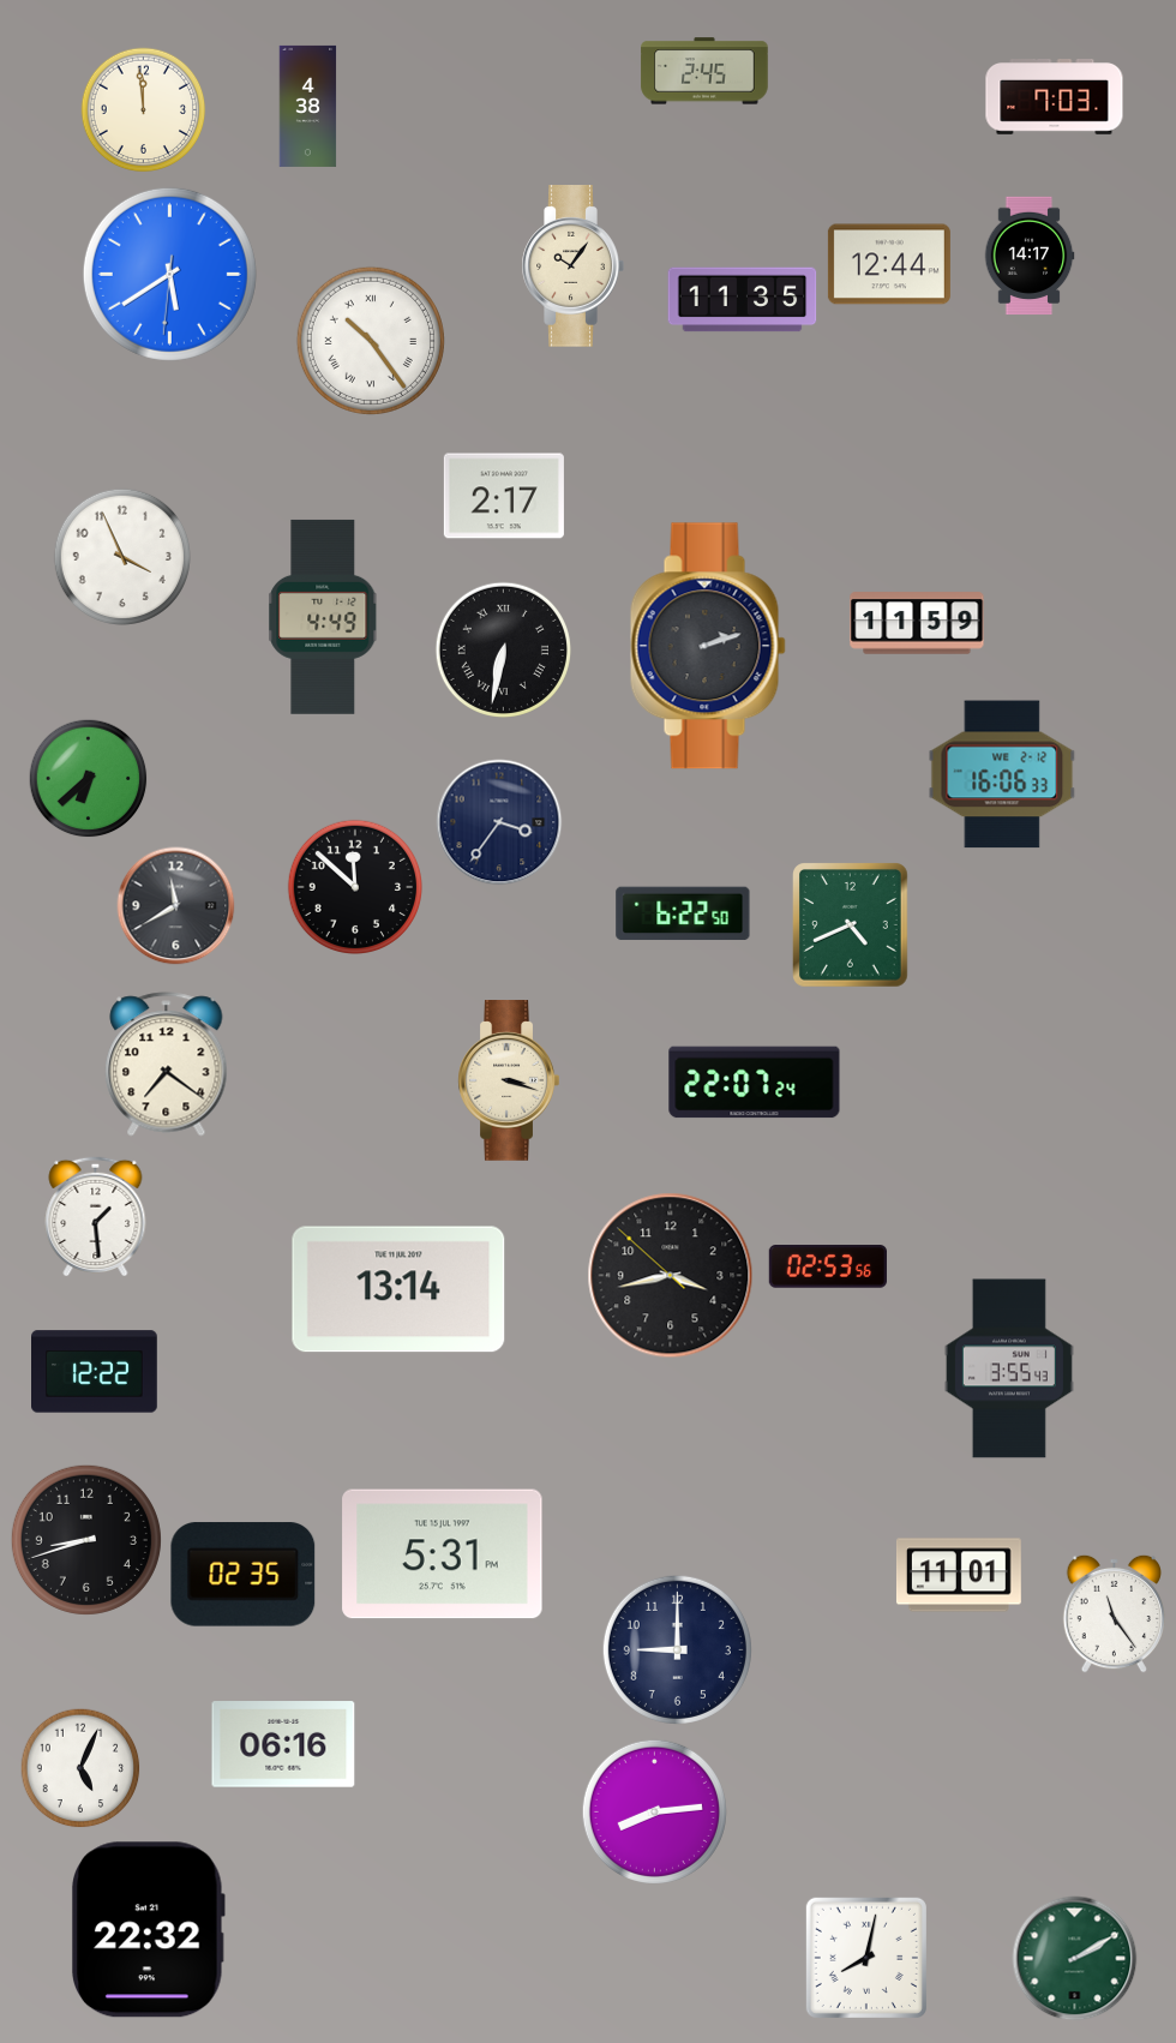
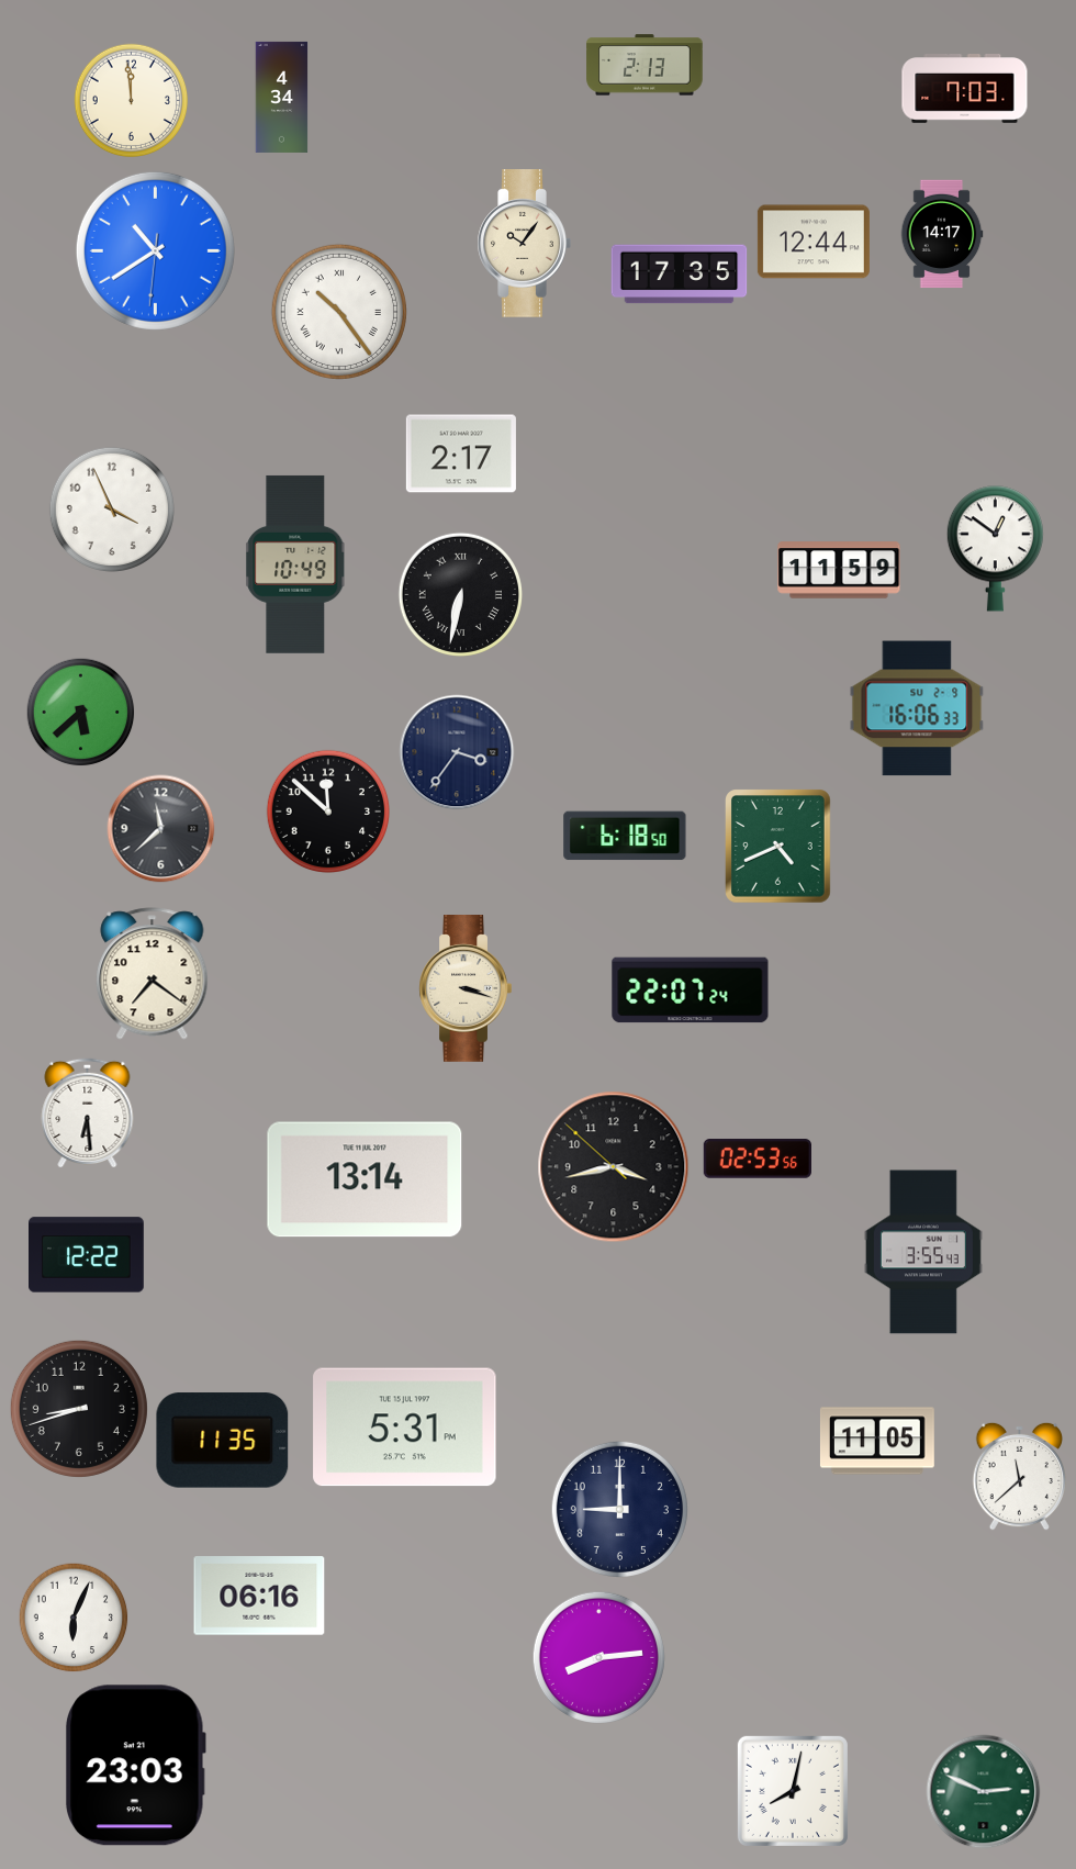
clock at (704, 71): 2:45 -> 2:13
clock at (308, 106): 4:38 -> 4:34
clock at (169, 274): 5:39 -> 10:39
clock at (743, 300): 11:35 -> 17:35
clock at (995, 549): none -> 12:51
clock at (323, 617): 4:49 -> 10:49
clock at (708, 646): 2:12 -> none
clock at (1002, 774) date: WE 2-12 -> SU 2-9
clock at (89, 779): 6:38 -> 5:38
clock at (354, 886) position: (354, 886) -> (327, 810)
clock at (176, 906): 11:40 -> 11:38
clock at (683, 913): 6:22 -> 6:18
clock at (96, 1216): 1:29 -> 6:29
clock at (443, 1554) position: (443, 1554) -> (405, 1428)
clock at (244, 1575): 02:35 -> 11:35
clock at (959, 1575): 11:01 -> 11:05
clock at (1114, 1613): 11:24 -> 11:38
clock at (80, 1768): 5:04 -> 6:04
clock at (149, 1930): 22:32 -> 23:03
clock at (1075, 1959): 2:10 -> 2:49
